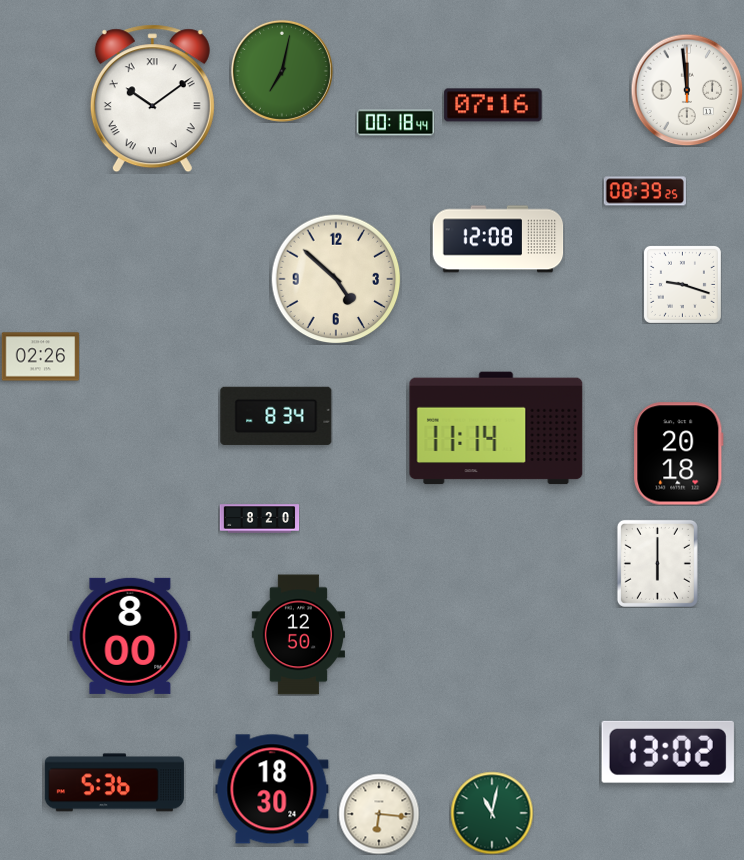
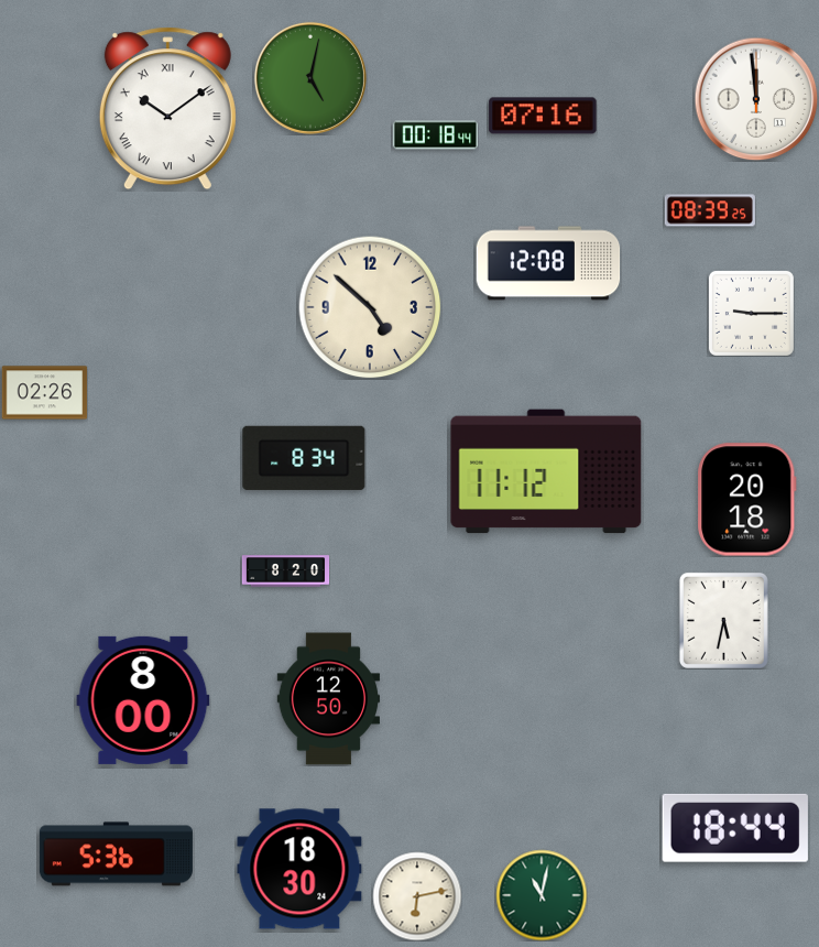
clock at (282, 71): 7:02 -> 5:02
clock at (682, 284): 9:18 -> 9:15
clock at (496, 428): 11:14 -> 11:12
clock at (657, 563): 6:00 -> 5:32
clock at (668, 752): 13:02 -> 18:44
clock at (114, 783) position: (114, 783) -> (116, 855)
clock at (379, 814): 6:16 -> 6:13
